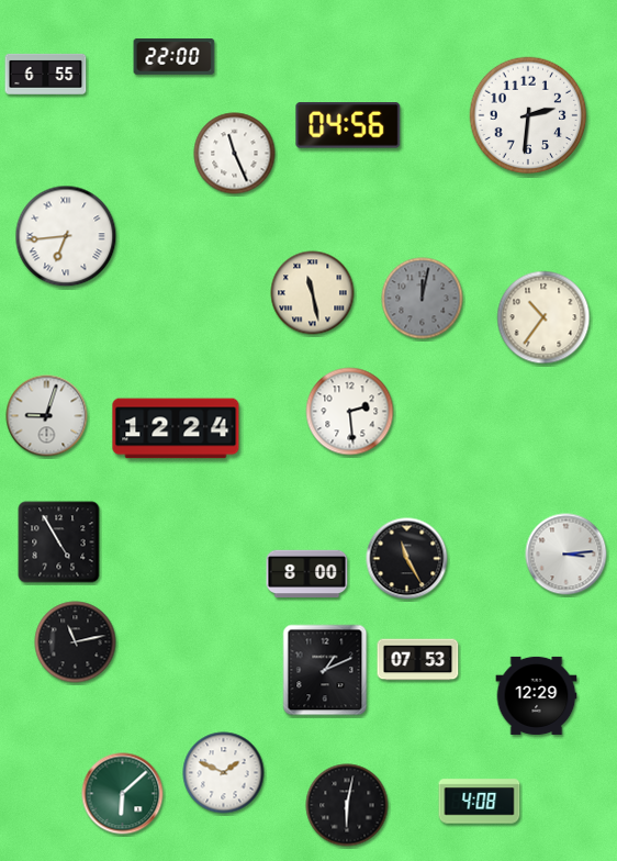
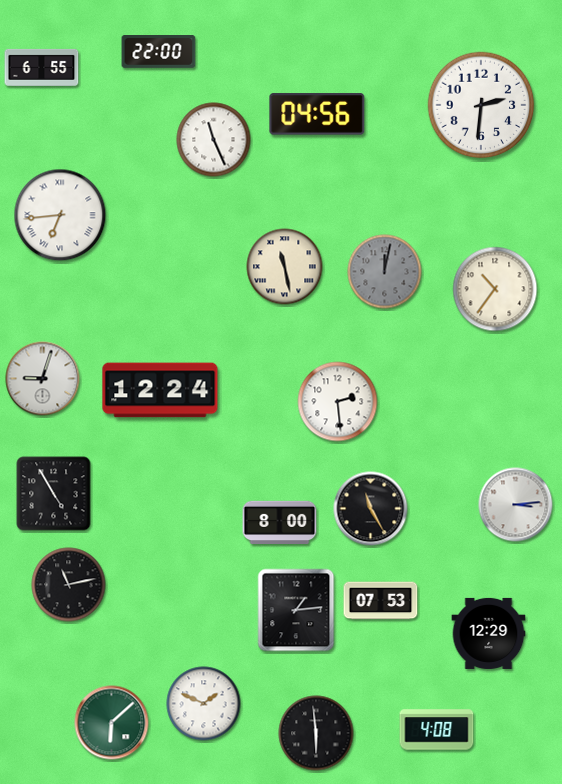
clock at (350, 412) position: (350, 412) -> (338, 402)
clock at (325, 670): 1:11 -> 1:14
clock at (347, 805): 6:02 -> 5:59
